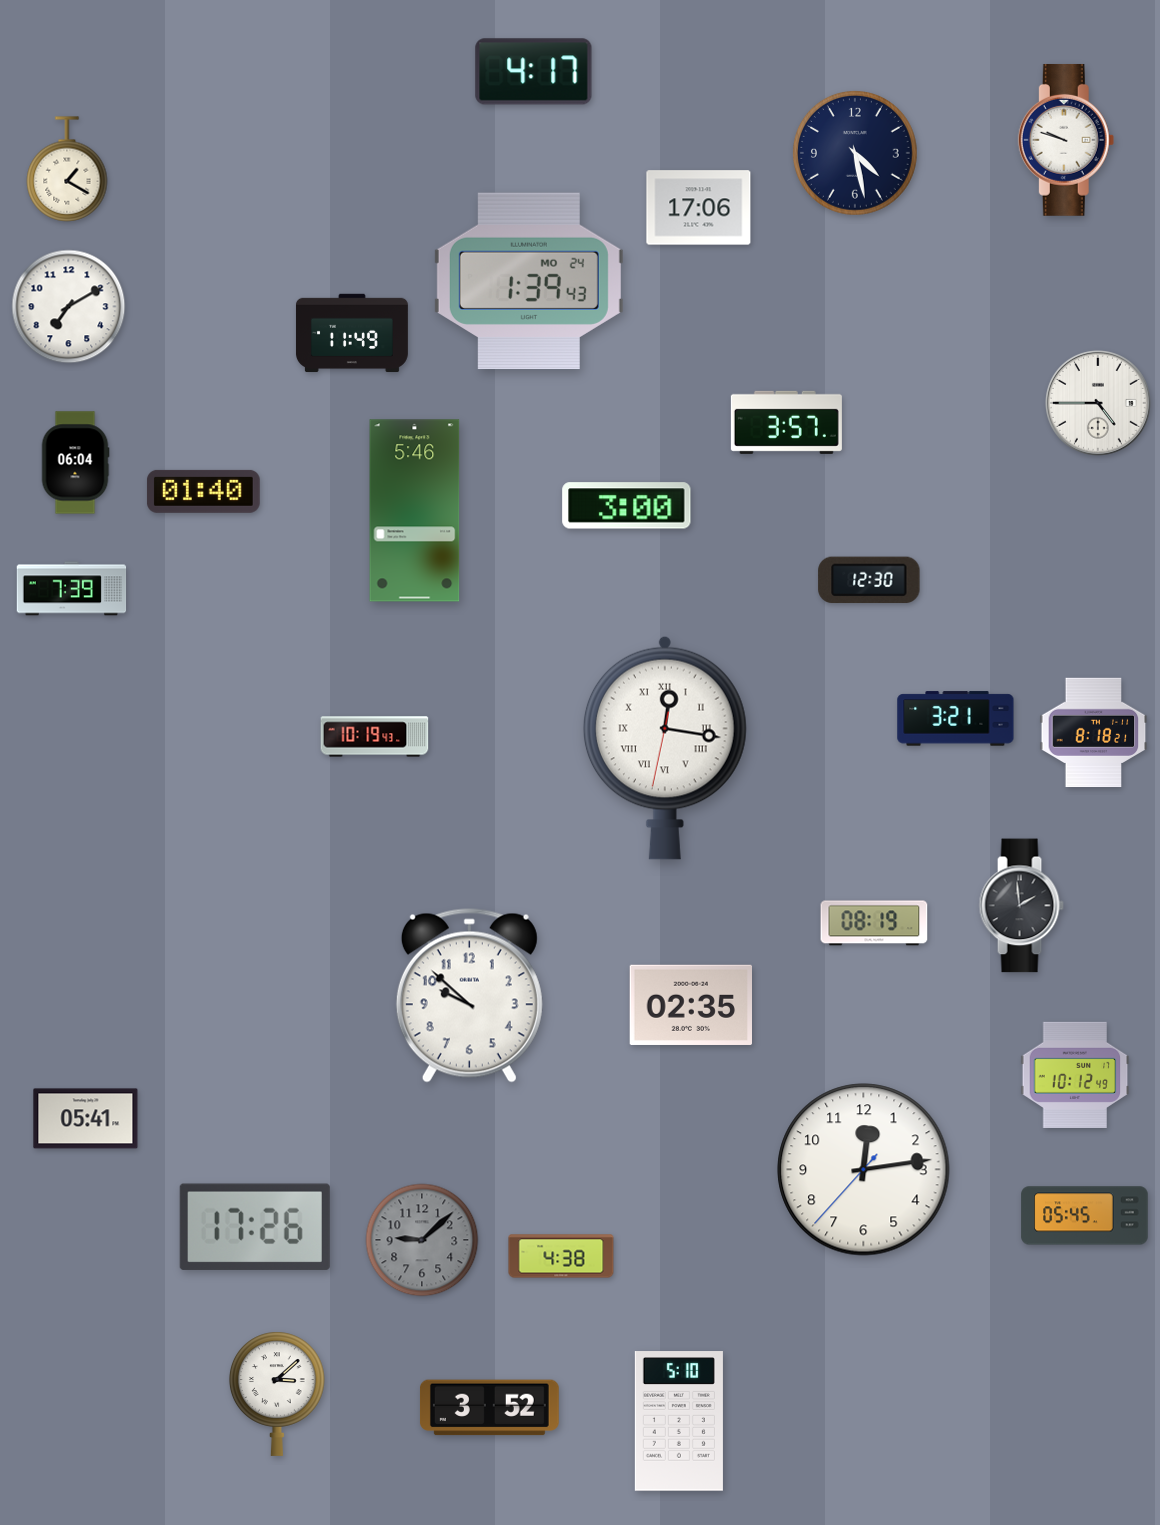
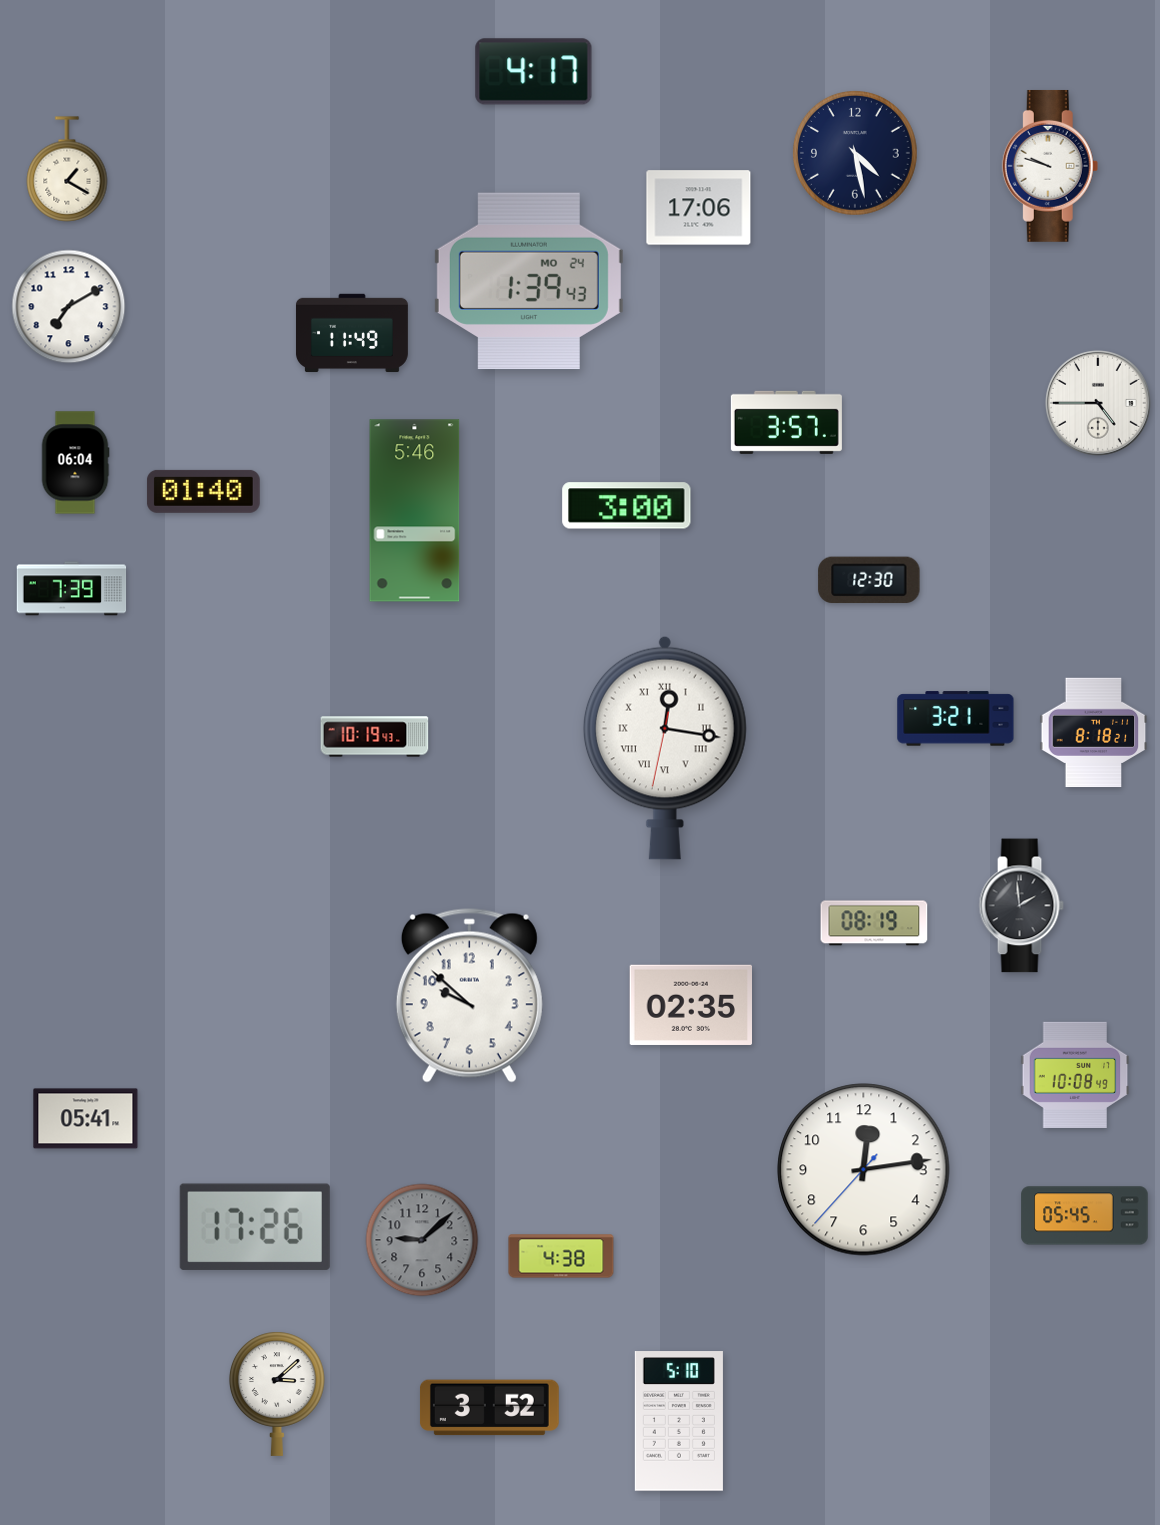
clock at (1066, 140) position: (1066, 140) -> (1050, 166)
clock at (1075, 1075): 10:12 -> 10:08
